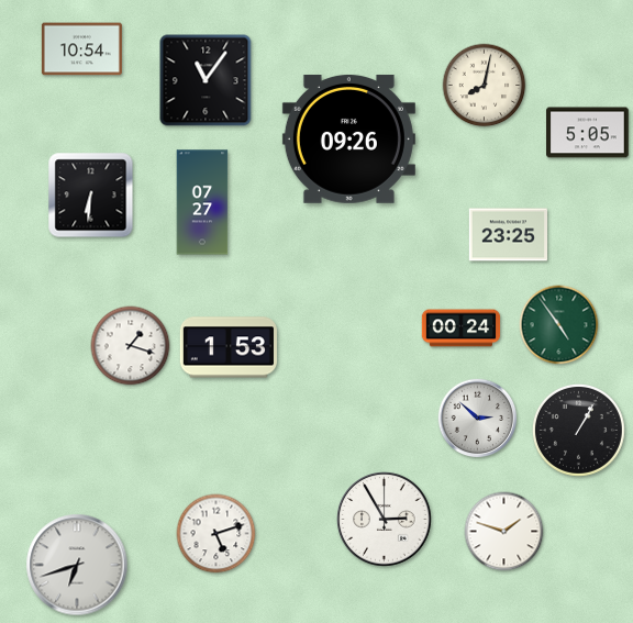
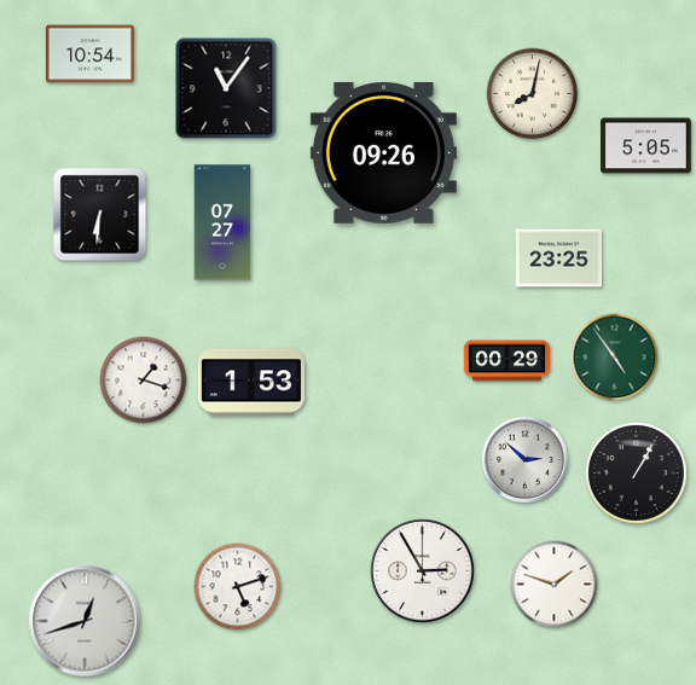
clock at (462, 329): 00:24 -> 00:29
clock at (77, 565): 6:42 -> 12:42
